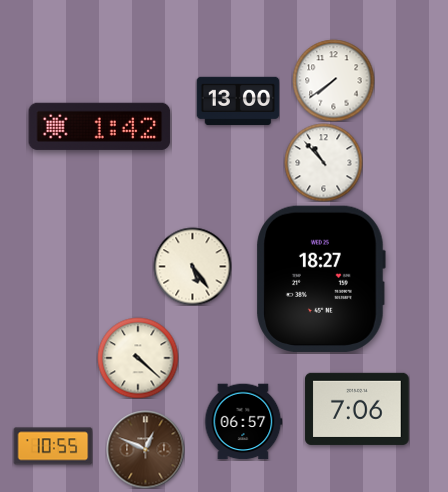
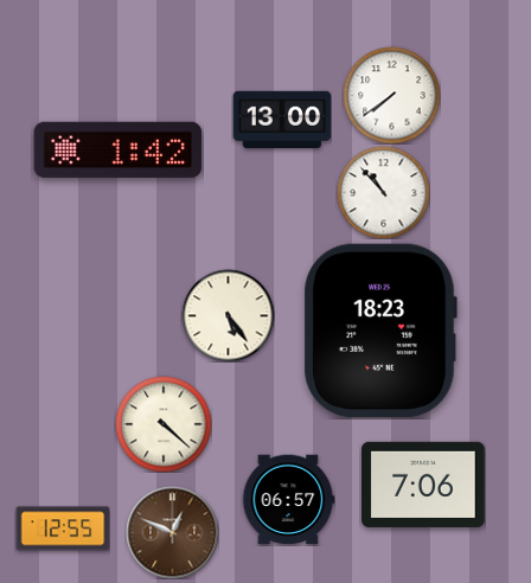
clock at (333, 80) position: (333, 80) -> (391, 95)
clock at (321, 279): 18:27 -> 18:23
clock at (53, 446): 10:55 -> 12:55
